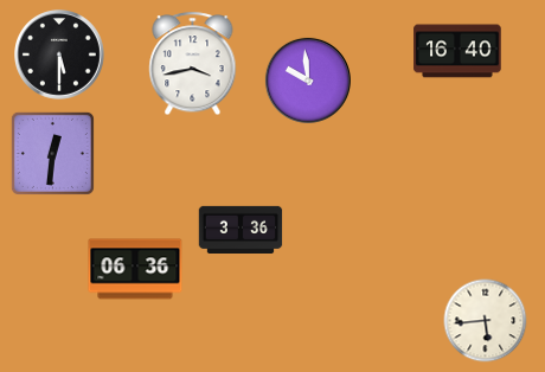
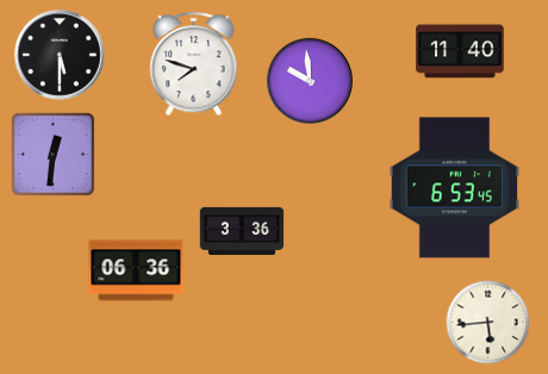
clock at (457, 51): 16:40 -> 11:40
clock at (193, 64): 3:43 -> 7:48
clock at (455, 188): none -> 6:53
